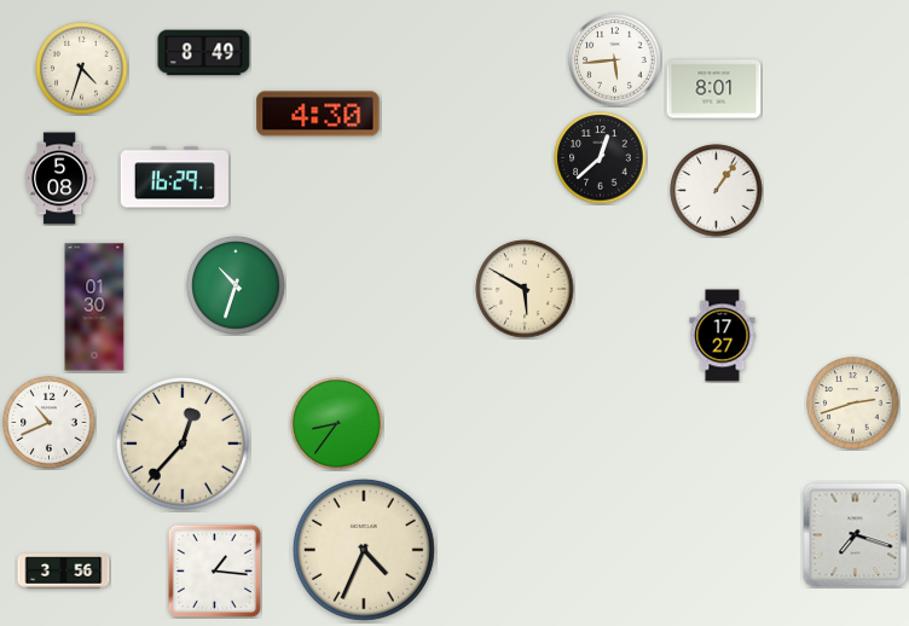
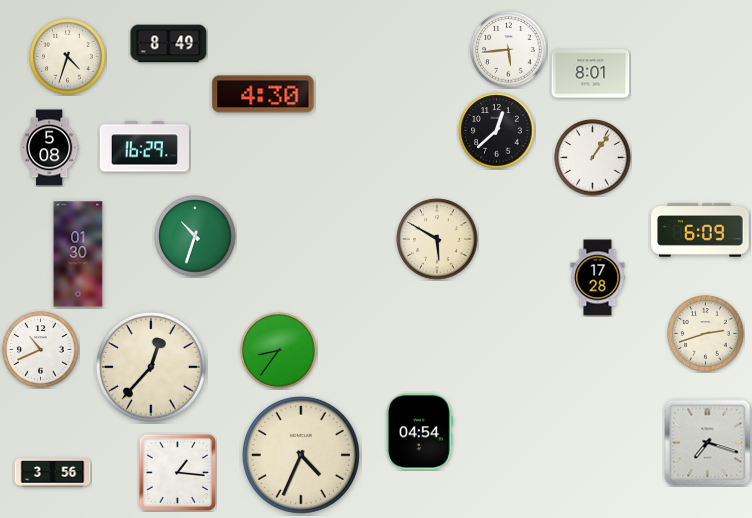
clock at (700, 230): none -> 6:09
clock at (525, 289) position: (525, 289) -> (437, 239)
clock at (723, 336): 17:27 -> 17:28
clock at (419, 432): none -> 04:54
